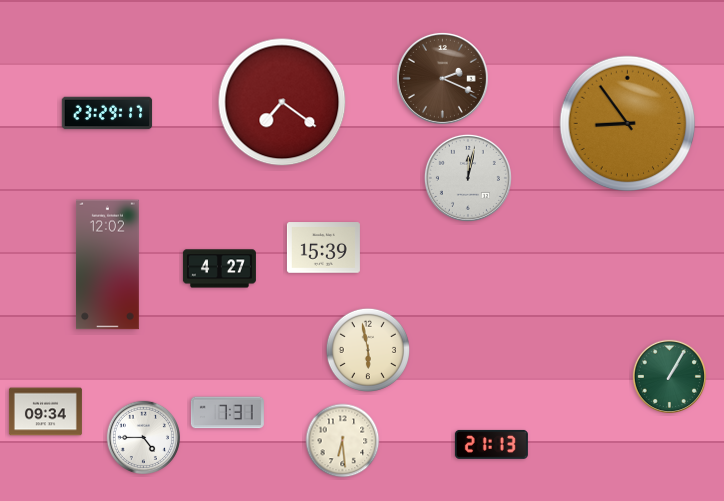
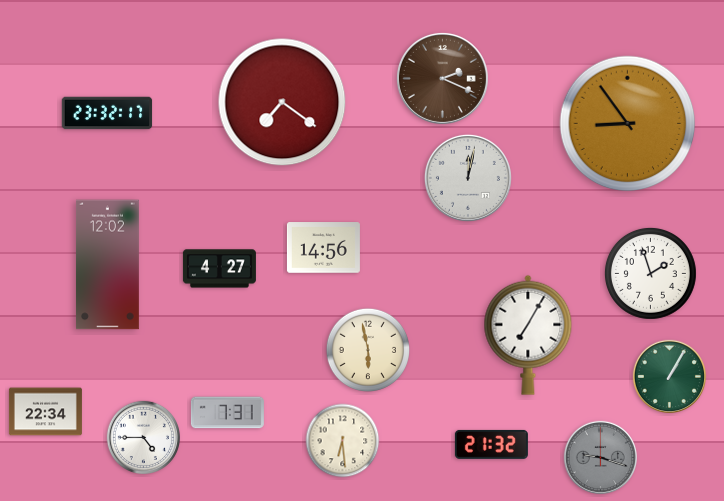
clock at (107, 113): 23:29 -> 23:32
clock at (323, 248): 15:39 -> 14:56
clock at (650, 273): none -> 1:57
clock at (528, 335): none -> 7:05
clock at (45, 412): 09:34 -> 22:34
clock at (491, 444): 21:13 -> 21:32
clock at (600, 457): none -> 9:18
